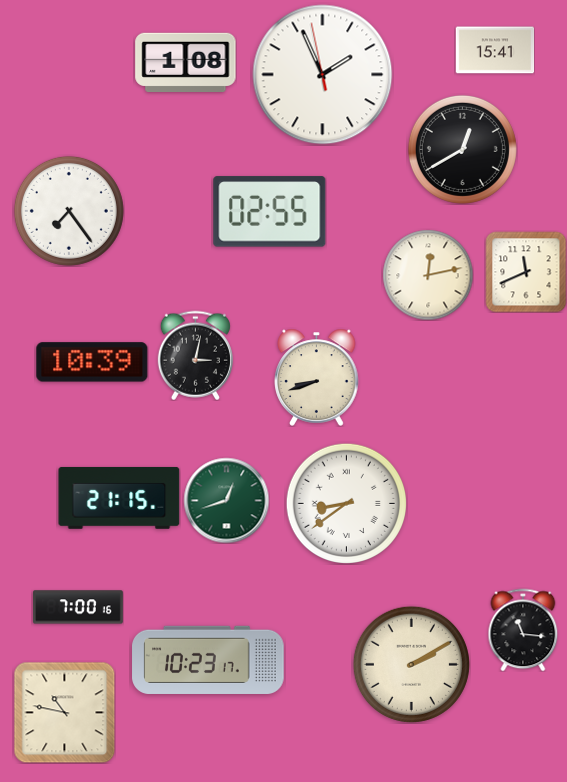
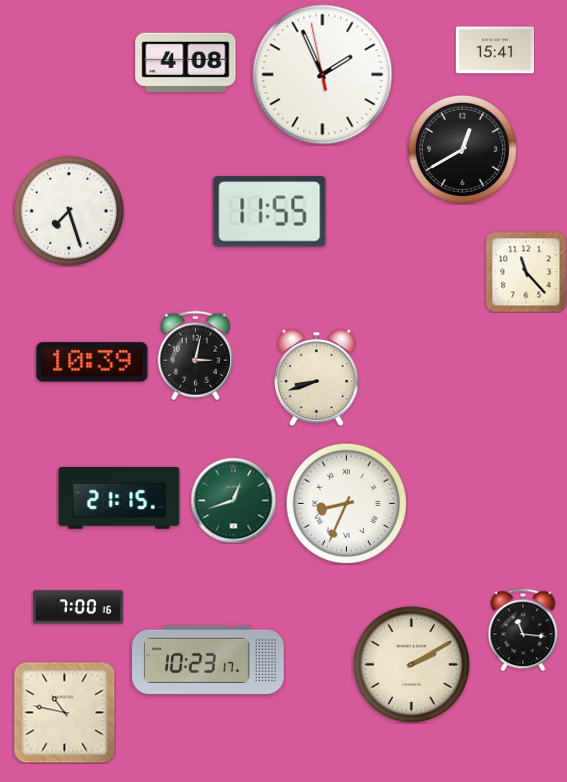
clock at (186, 62): 1:08 -> 4:08
clock at (69, 211): 7:24 -> 7:27
clock at (270, 212): 02:55 -> 11:55
clock at (526, 272): 11:41 -> 11:23
clock at (428, 275): 12:13 -> none
clock at (226, 500) position: (226, 500) -> (233, 500)
clock at (346, 503): 8:39 -> 8:34
